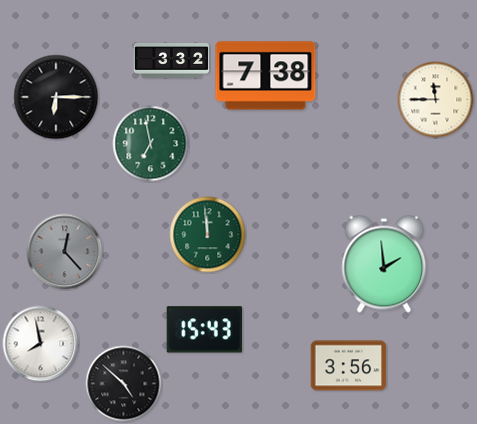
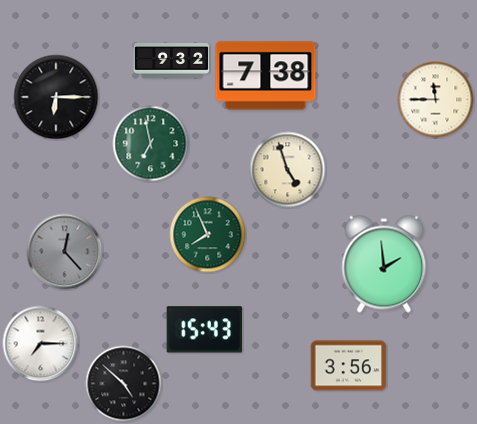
clock at (172, 61): 3:32 -> 9:32
clock at (288, 170): none -> 4:57
clock at (208, 235): 11:59 -> 7:56
clock at (41, 344): 7:58 -> 7:15
